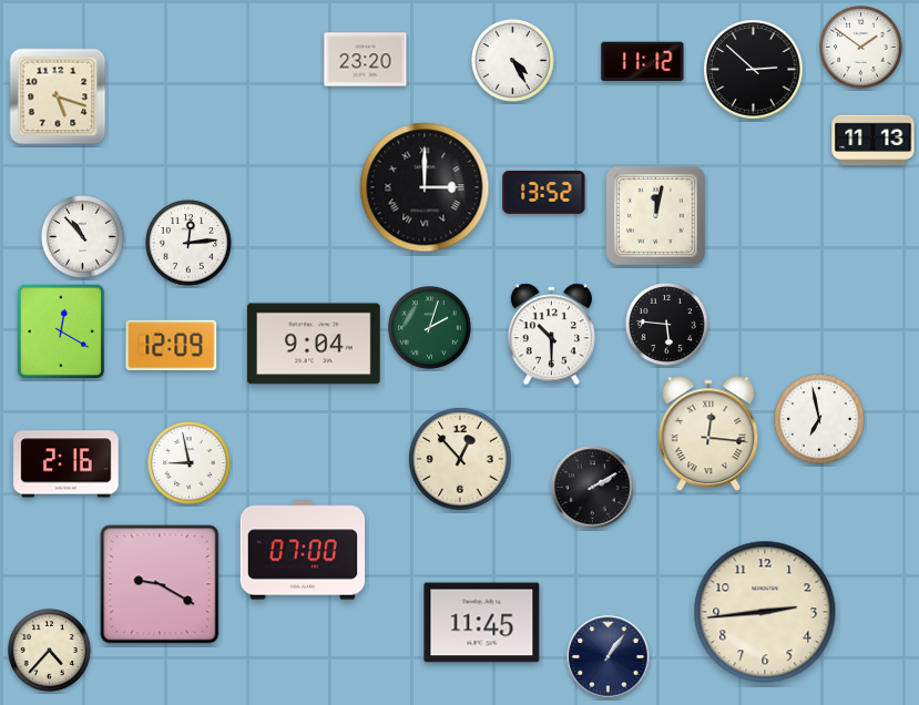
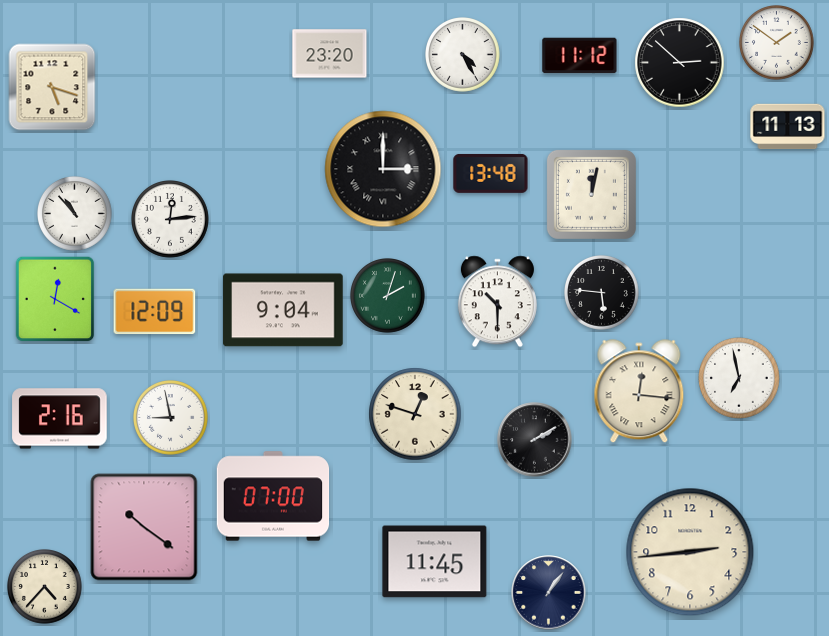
clock at (544, 192): 13:52 -> 13:48
clock at (460, 459): 12:53 -> 12:48
clock at (160, 584): 9:20 -> 10:21
